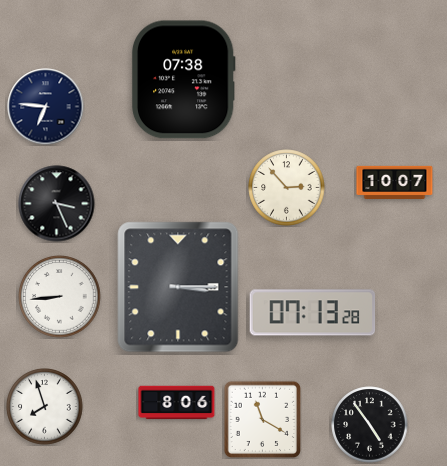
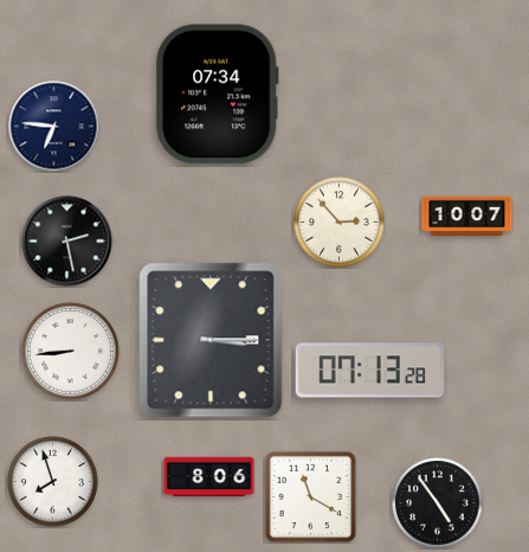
clock at (183, 80): 07:38 -> 07:34
clock at (57, 204): 3:26 -> 2:28
